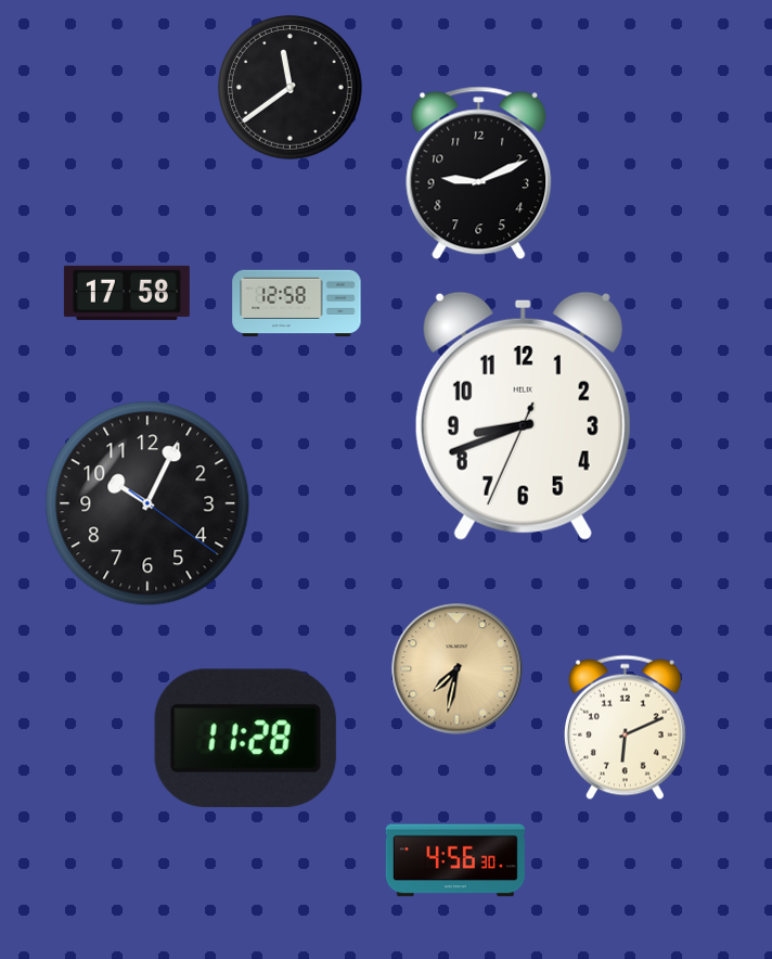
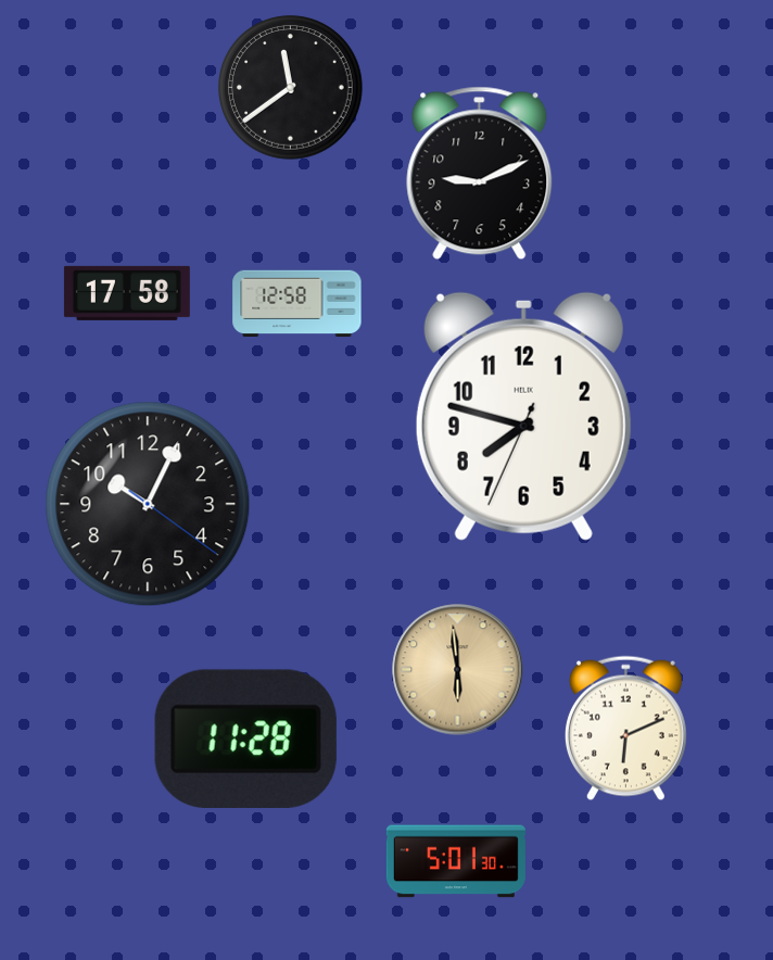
clock at (523, 415): 8:41 -> 7:47
clock at (458, 669): 7:32 -> 5:59
clock at (455, 860): 4:56 -> 5:01
